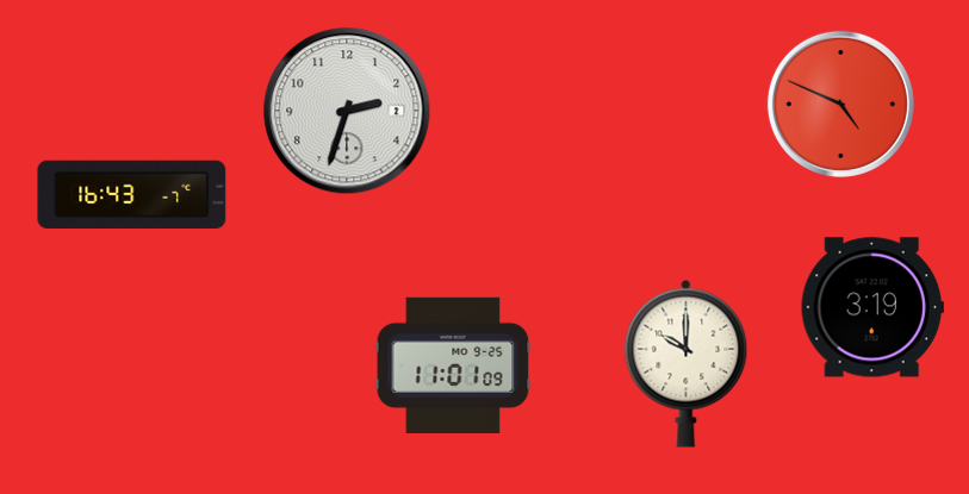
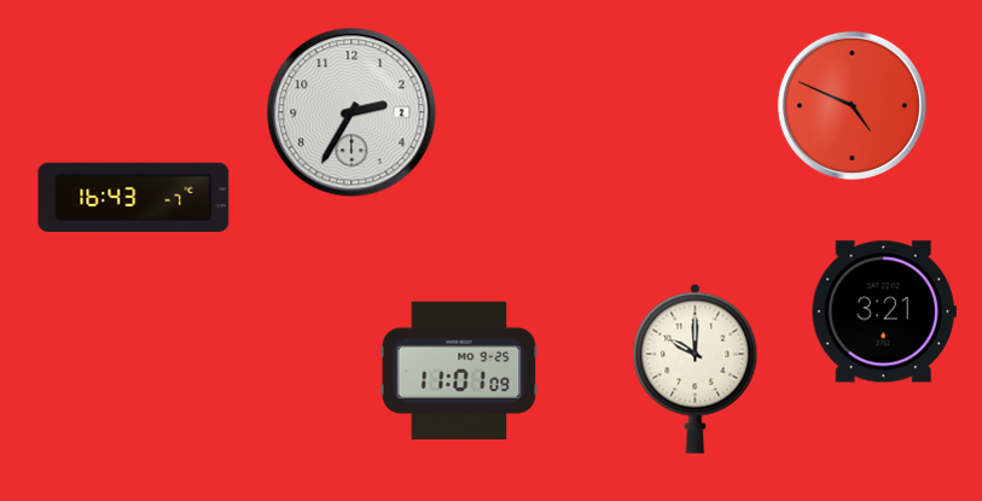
clock at (347, 111): 2:33 -> 2:35
clock at (872, 307): 3:19 -> 3:21
